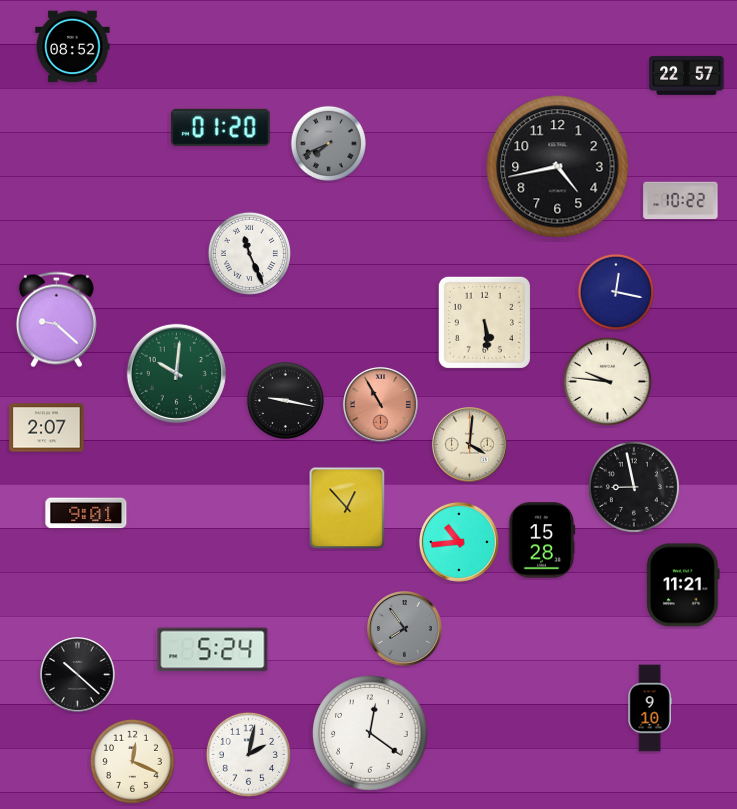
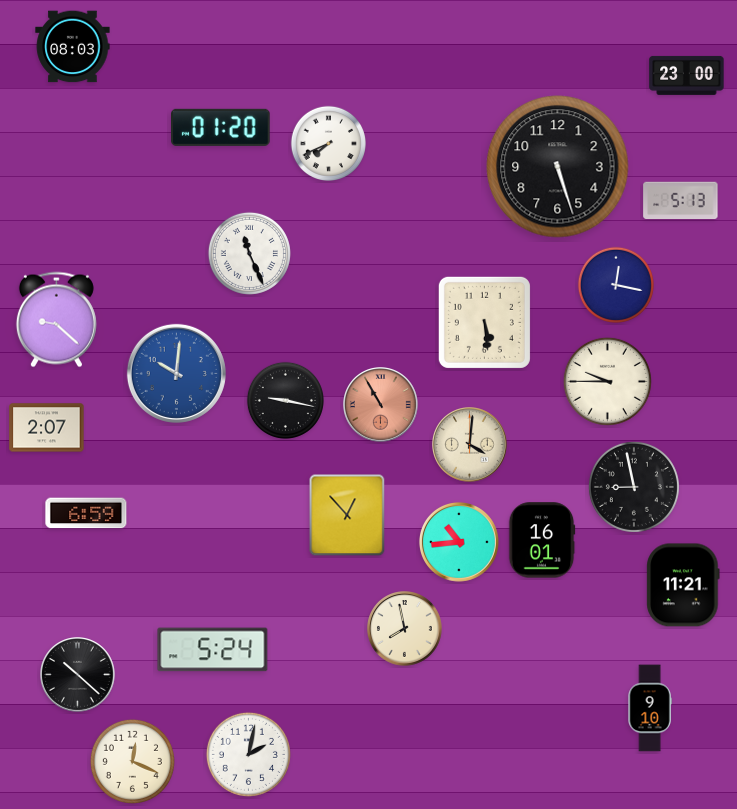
clock at (73, 47): 08:52 -> 08:03
clock at (687, 75): 22:57 -> 23:00
clock at (328, 143) dial: grey -> white
clock at (558, 167): 4:43 -> 5:27
clock at (681, 201): 10:22 -> 5:13
clock at (615, 291) position: (615, 291) -> (615, 284)
clock at (176, 373) dial: green -> blue
clock at (607, 381): 9:46 -> 9:45
clock at (347, 508) position: (347, 508) -> (347, 515)
clock at (86, 513): 9:01 -> 6:59
clock at (542, 540): 15:28 -> 16:01
clock at (405, 629): 7:54 -> 7:58
clock at (405, 629) dial: grey -> cream
clock at (370, 733): 12:21 -> none
